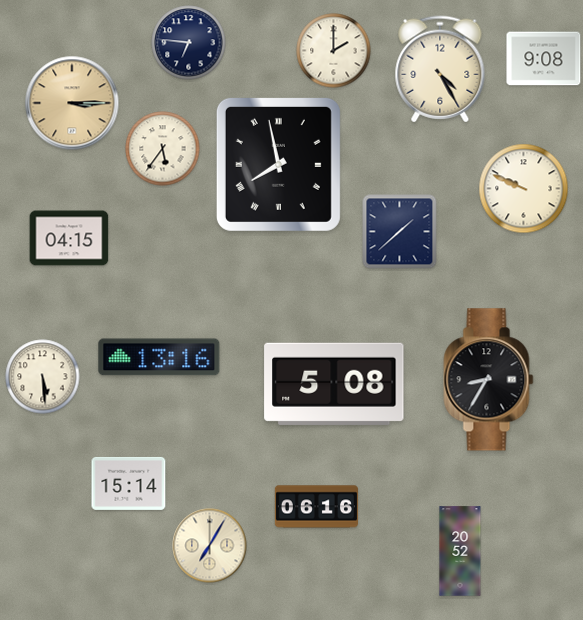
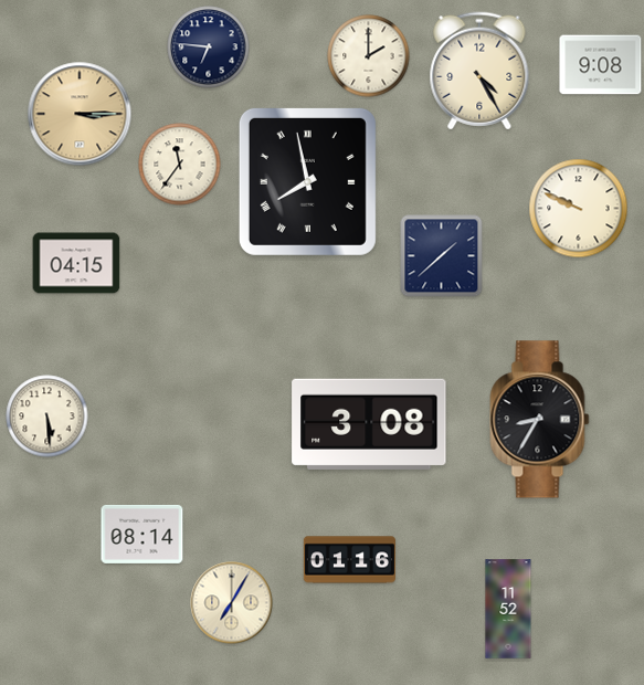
clock at (440, 69) position: (440, 69) -> (479, 71)
clock at (163, 149): 5:36 -> 11:36
clock at (159, 357): 13:16 -> none
clock at (334, 384): 5:08 -> 3:08
clock at (129, 483): 15:14 -> 08:14
clock at (316, 507): 06:16 -> 01:16
clock at (460, 551): 20:52 -> 11:52
